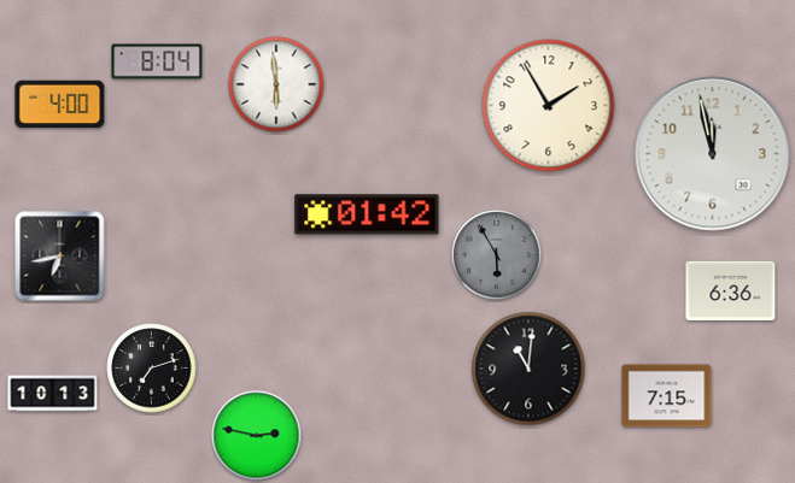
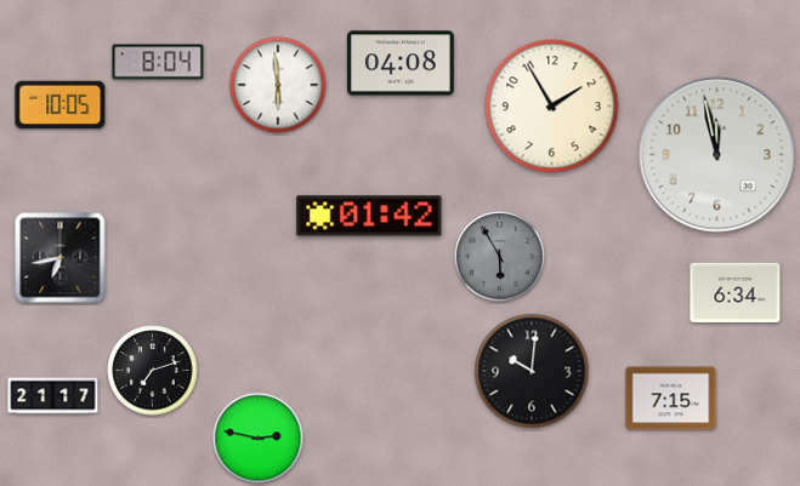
clock at (401, 63): none -> 04:08
clock at (60, 105): 4:00 -> 10:05
clock at (731, 290): 6:36 -> 6:34
clock at (528, 369): 11:01 -> 10:01
clock at (53, 394): 10:13 -> 21:17
